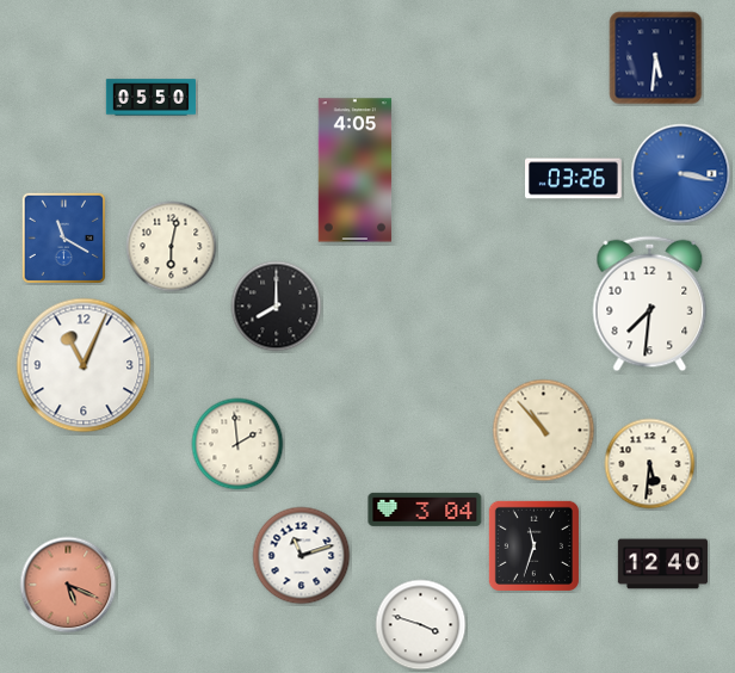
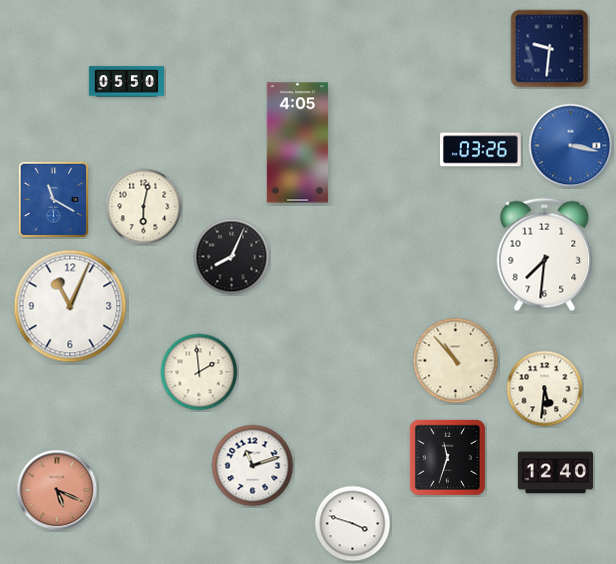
clock at (656, 58): 5:31 -> 9:31
clock at (277, 307): 8:00 -> 8:04
clock at (425, 510): 3:04 -> none
